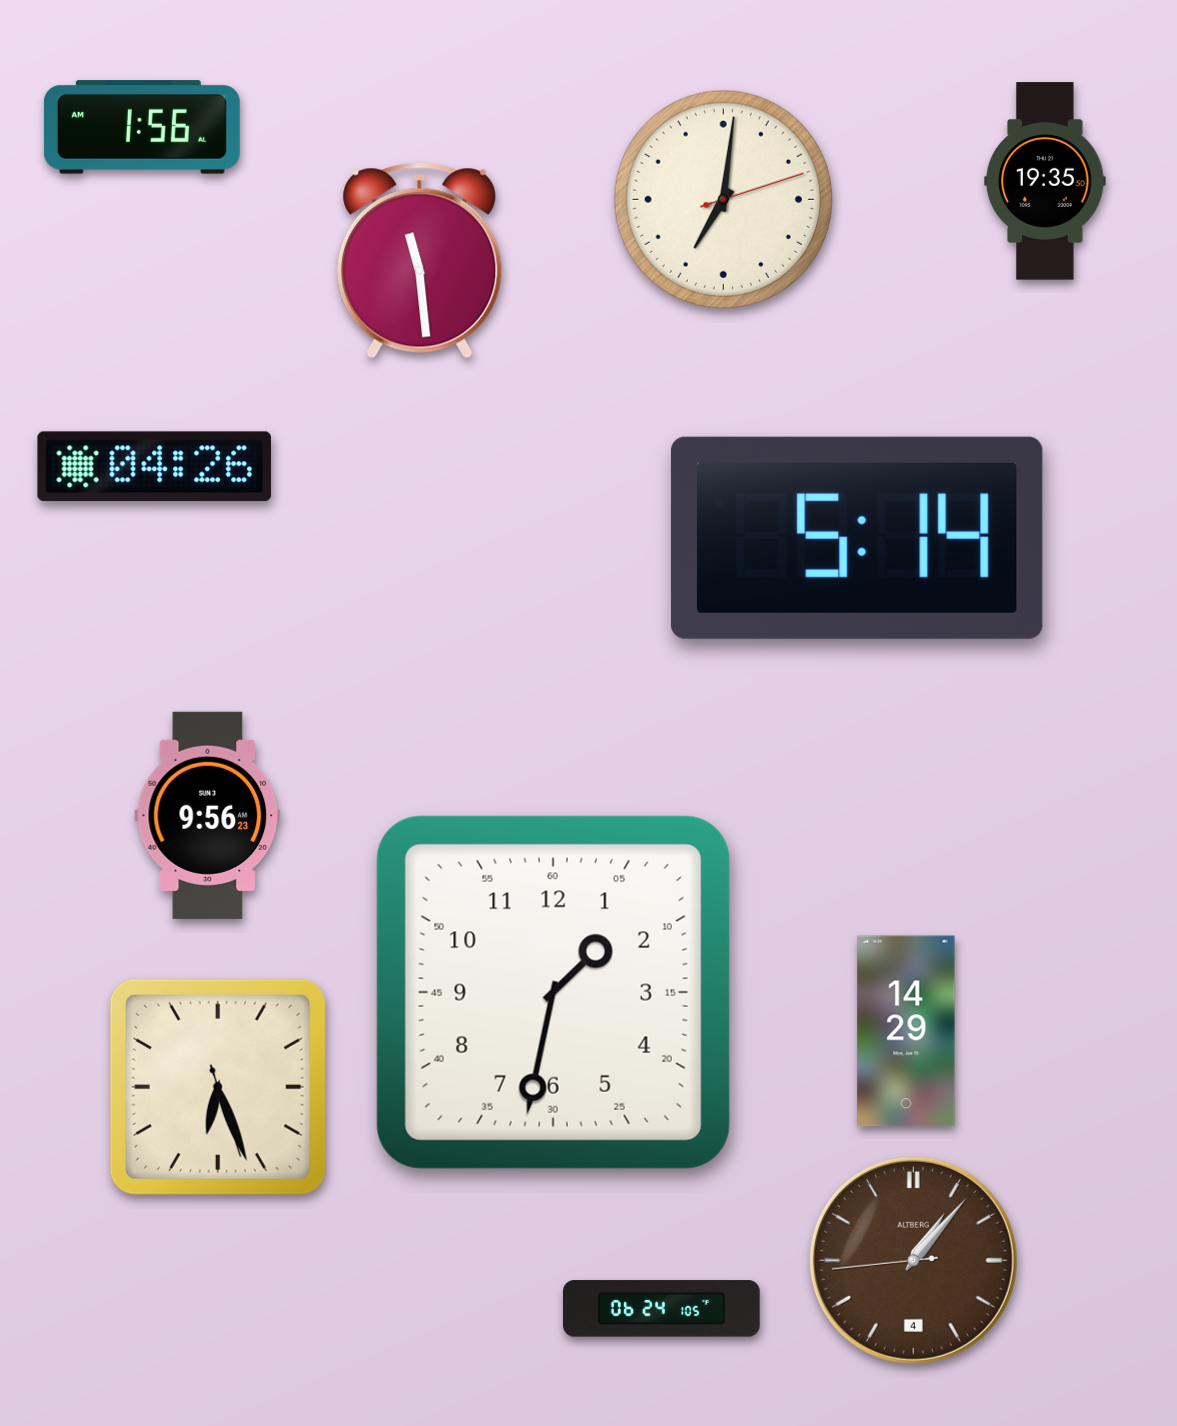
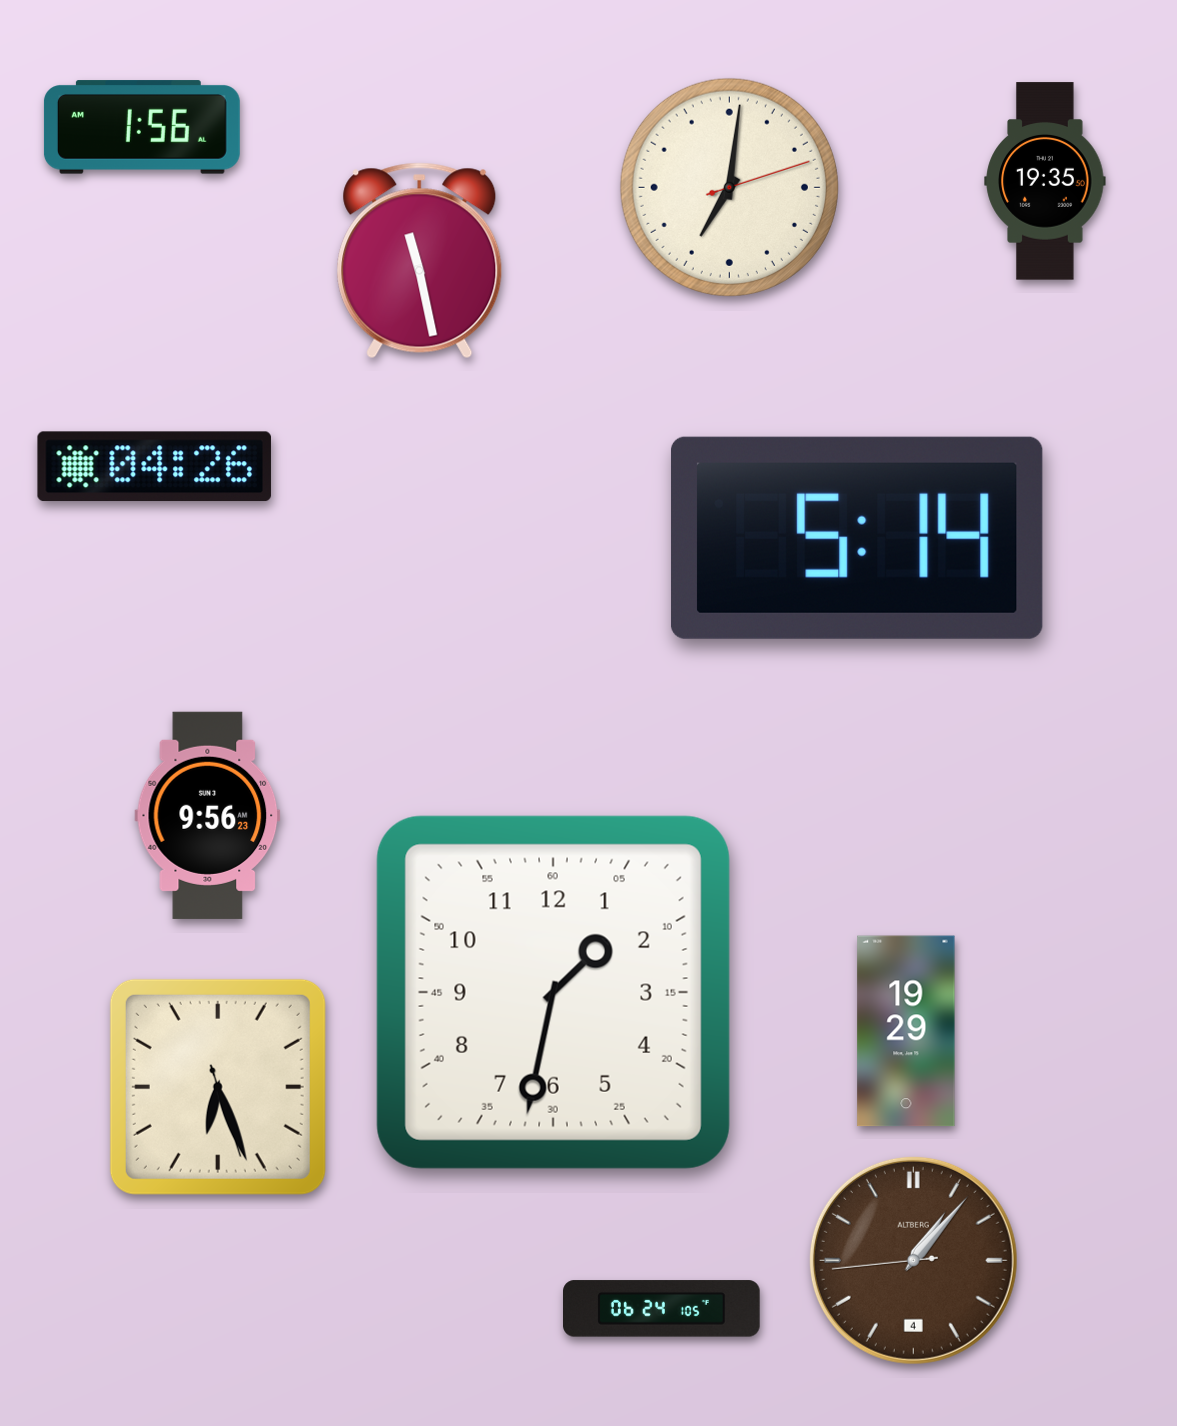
clock at (723, 199) position: (723, 199) -> (729, 187)
clock at (420, 261): 11:29 -> 11:28
clock at (906, 1031): 14:29 -> 19:29
